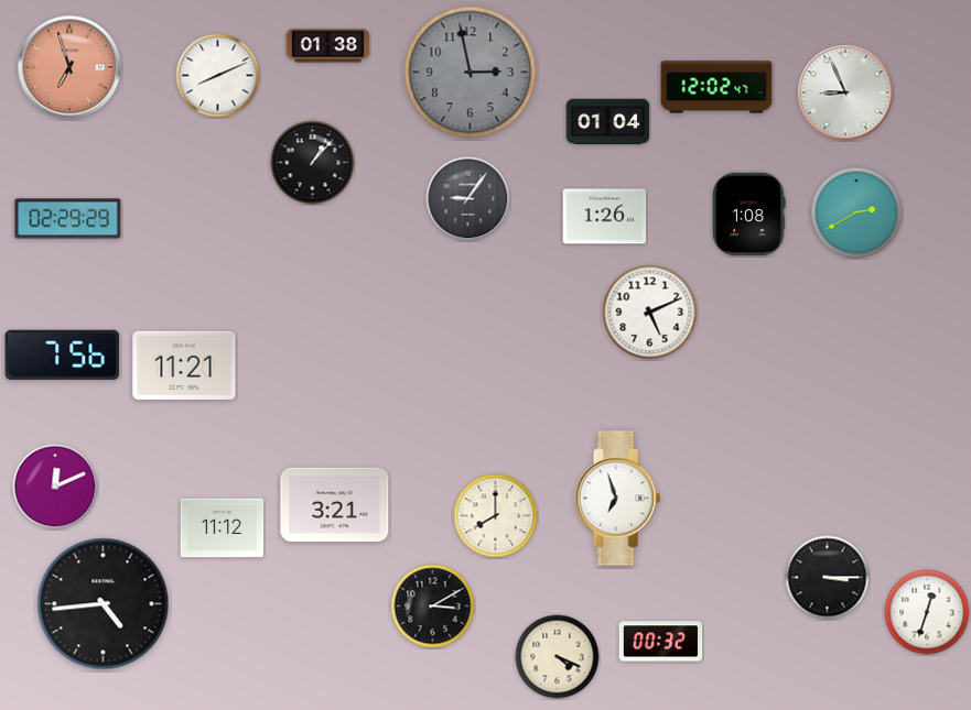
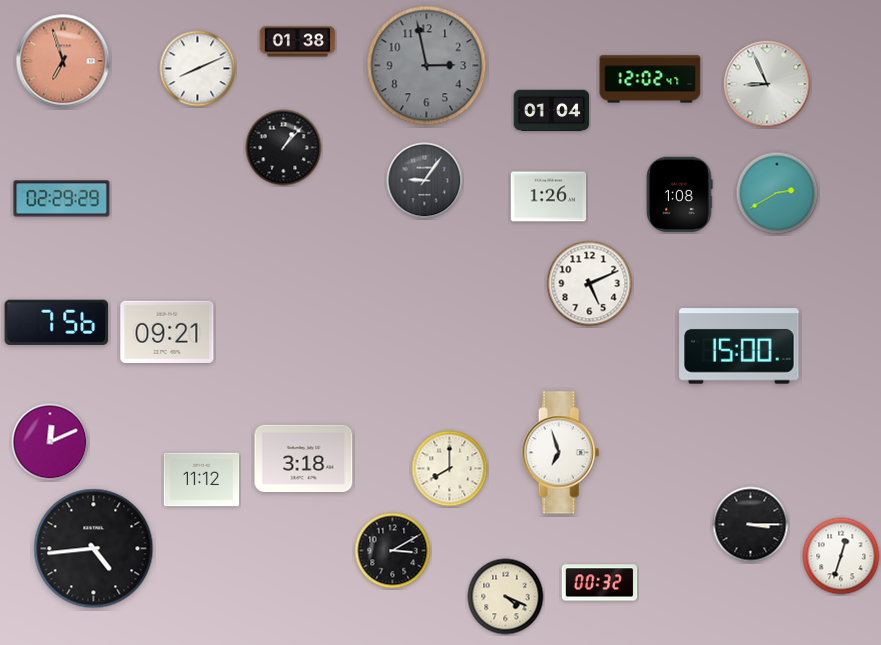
clock at (184, 365): 11:21 -> 09:21
clock at (739, 346): none -> 15:00
clock at (335, 504): 3:21 -> 3:18
